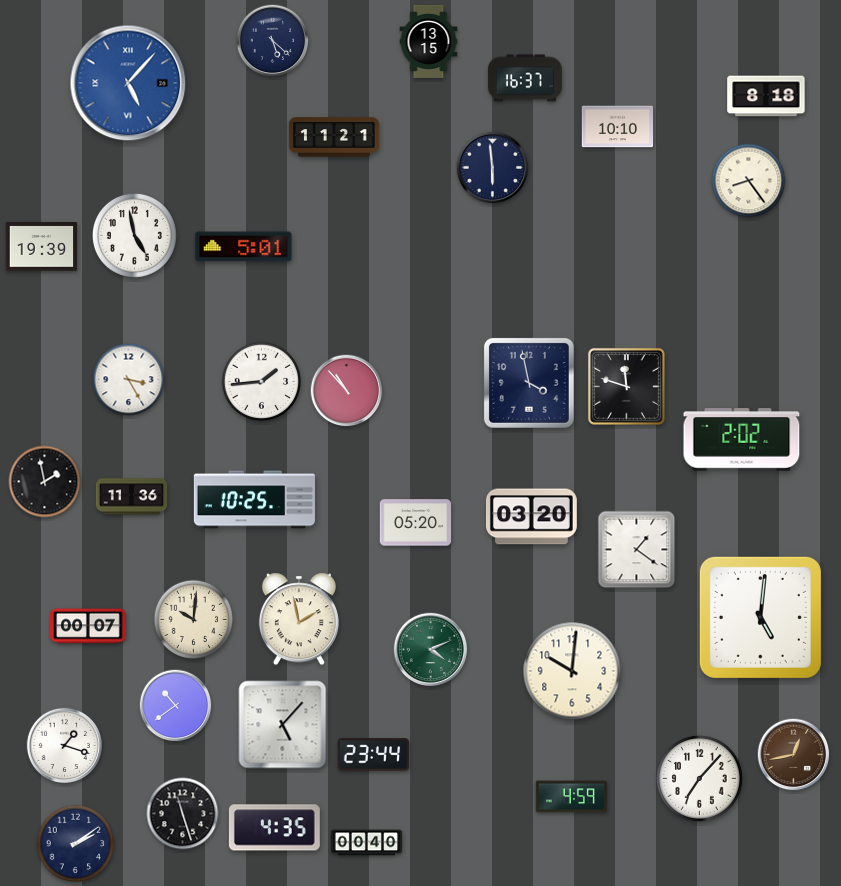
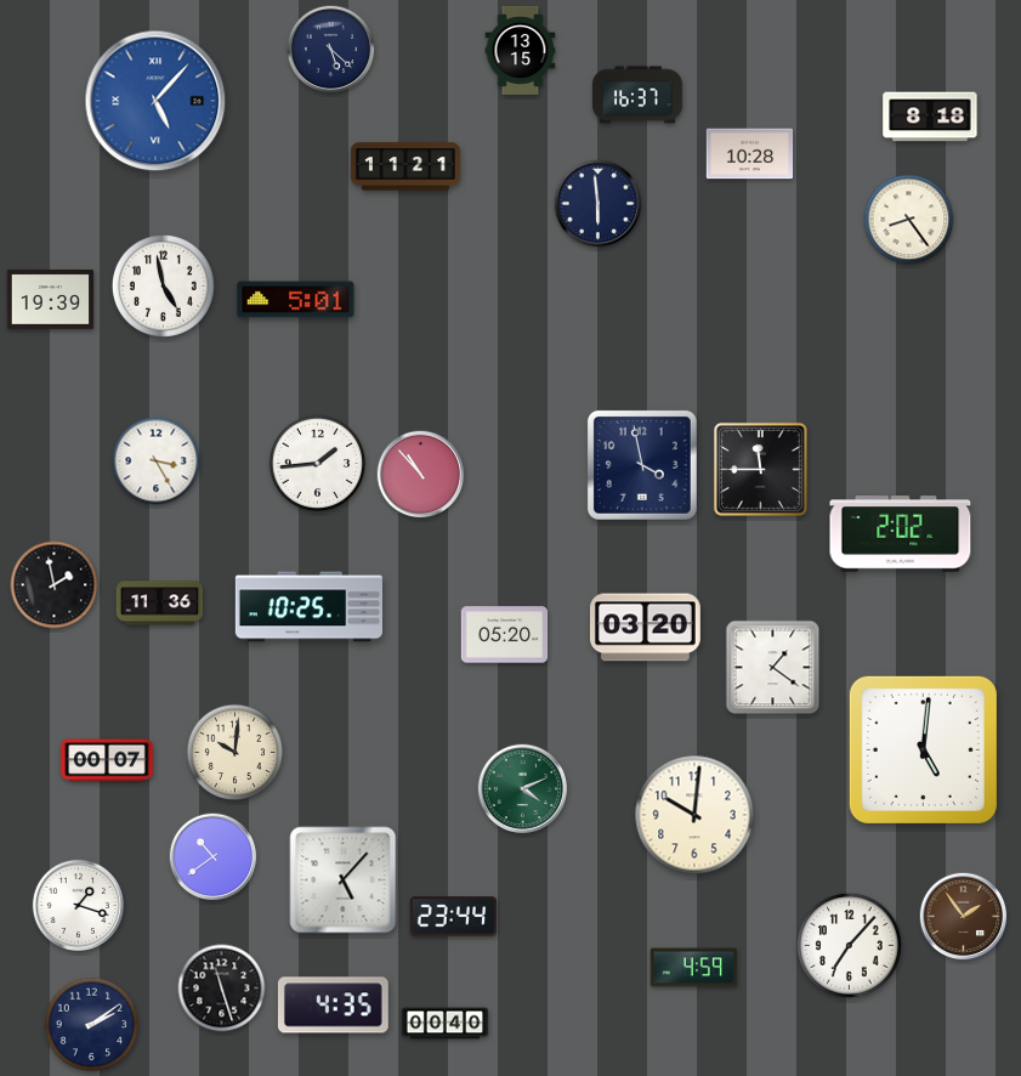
clock at (618, 127): 10:10 -> 10:28
clock at (626, 386): 11:48 -> 11:45
clock at (299, 619): 1:58 -> none
clock at (794, 755): 12:43 -> 1:54
